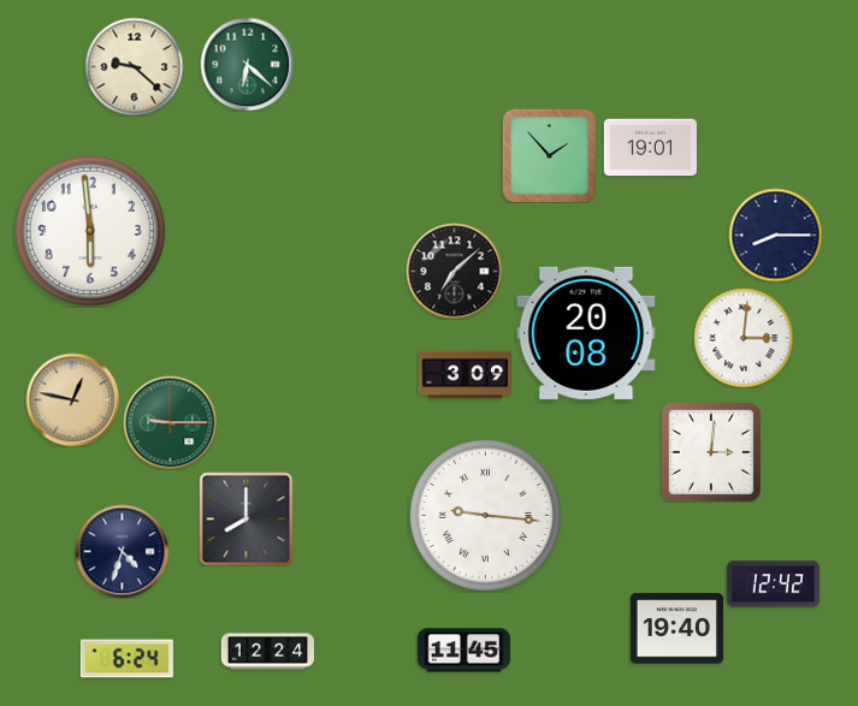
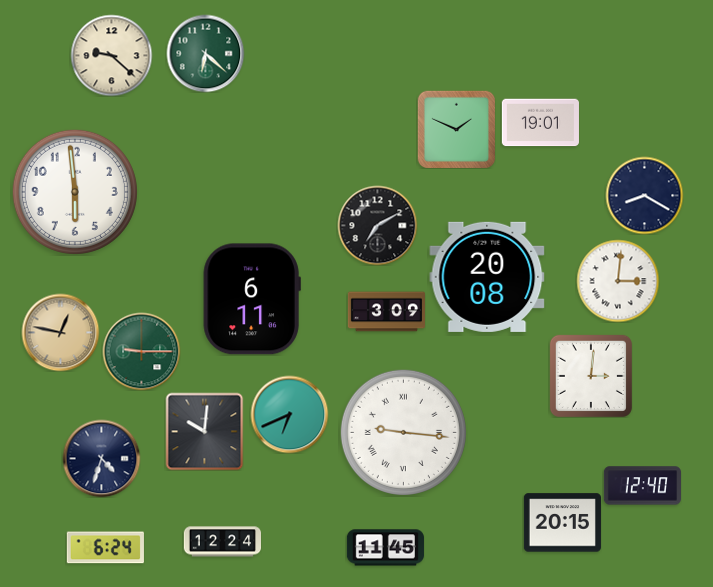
clock at (549, 155): 1:53 -> 1:49
clock at (775, 235): 8:15 -> 8:20
clock at (454, 271): 7:08 -> 7:10
clock at (252, 299): none -> 6:11
clock at (289, 414): none -> 6:41
clock at (485, 515) position: (485, 515) -> (403, 432)
clock at (245, 518): 8:00 -> 10:01
clock at (773, 585): 12:42 -> 12:40
clock at (676, 629): 19:40 -> 20:15
clock at (463, 651) position: (463, 651) -> (385, 548)
